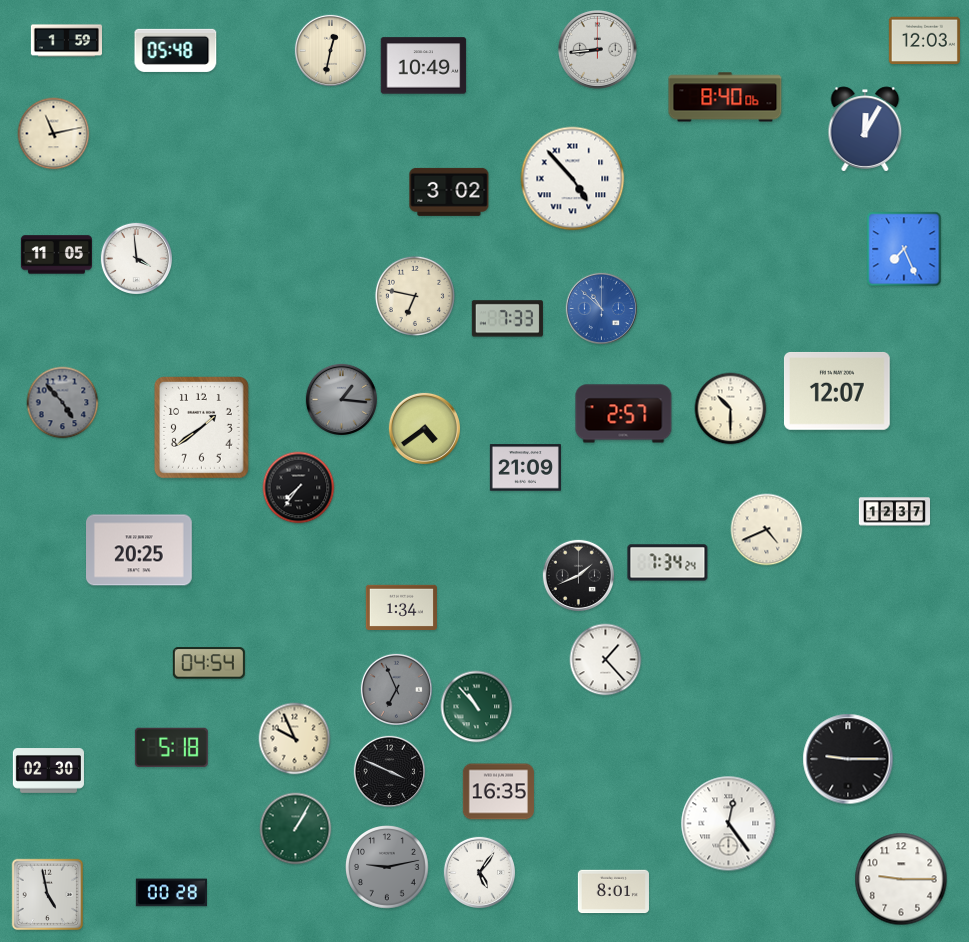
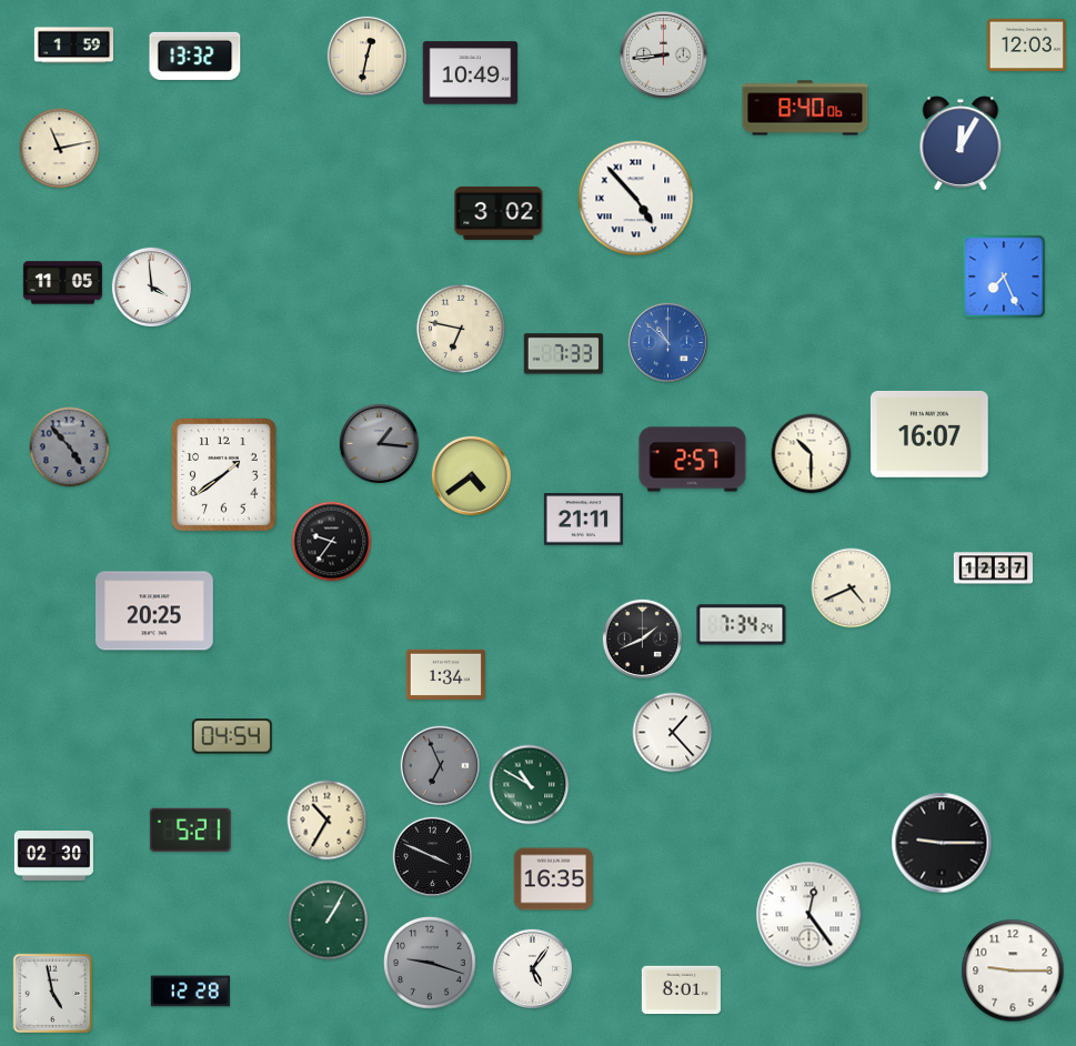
clock at (176, 50): 05:48 -> 13:32
clock at (837, 391): 12:07 -> 16:07
clock at (525, 468): 21:09 -> 21:11
clock at (299, 488): 7:36 -> 9:36
clock at (477, 707): 10:53 -> 10:50
clock at (295, 739): 9:56 -> 10:35
clock at (171, 747): 5:18 -> 5:21
clock at (388, 868): 9:13 -> 9:18
clock at (901, 879) position: (901, 879) -> (1013, 970)
clock at (171, 893): 00:28 -> 12:28
